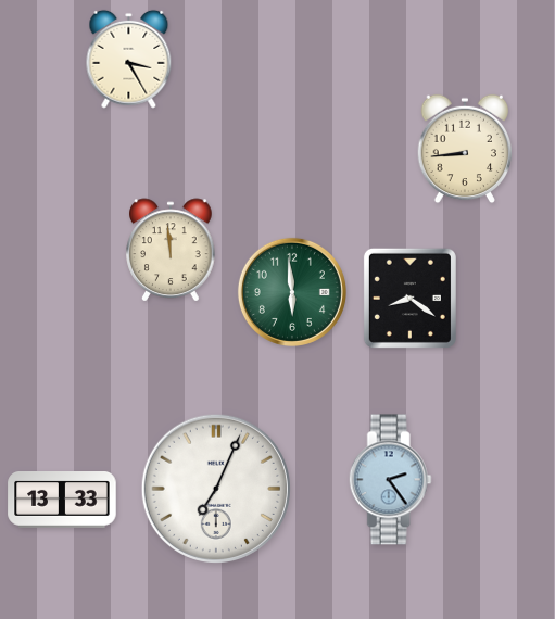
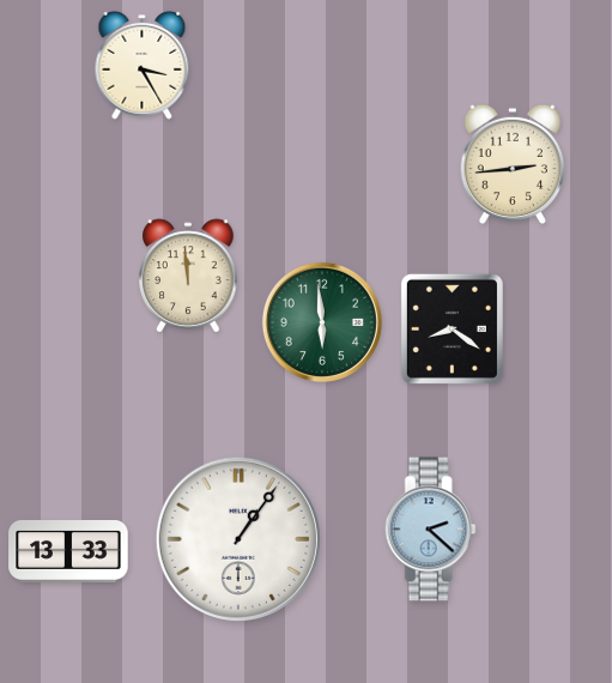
clock at (465, 149): 8:44 -> 2:44
clock at (390, 480): 2:24 -> 2:22
clock at (216, 489): 7:04 -> 1:06
